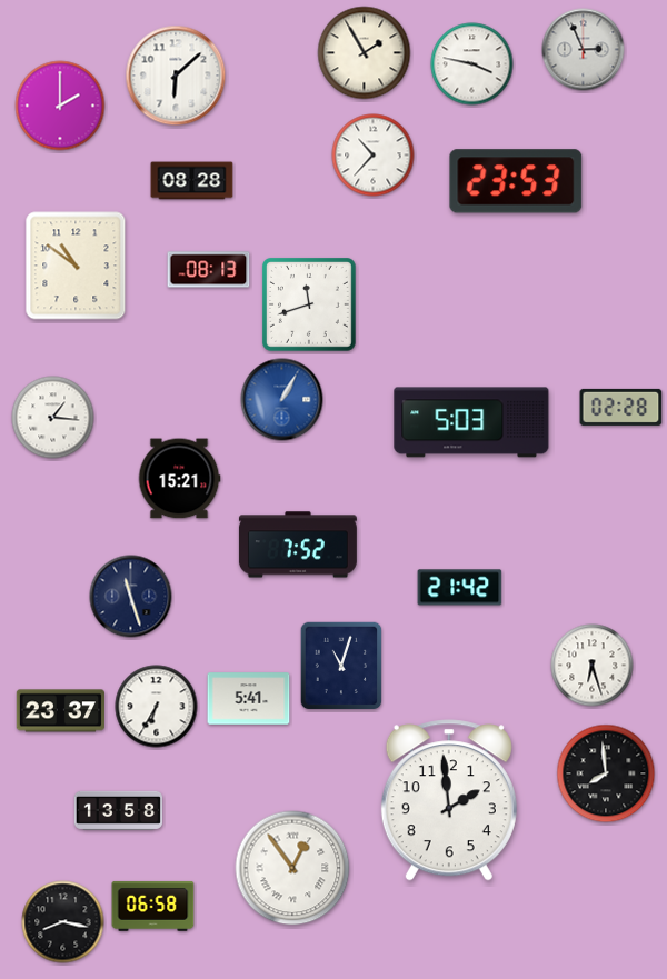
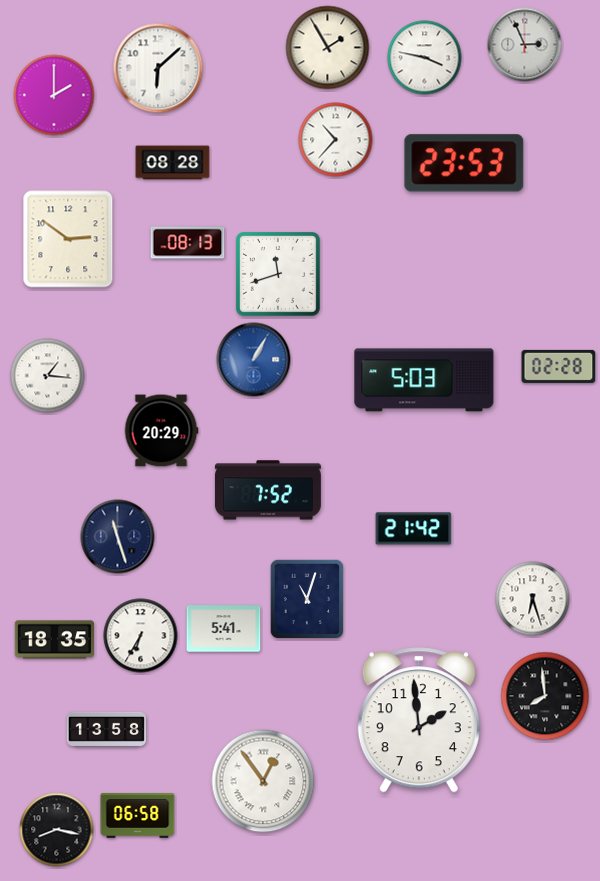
clock at (76, 266): 10:51 -> 2:51
clock at (179, 479): 15:21 -> 20:29
clock at (60, 711): 23:37 -> 18:35
clock at (449, 800) position: (449, 800) -> (419, 720)
